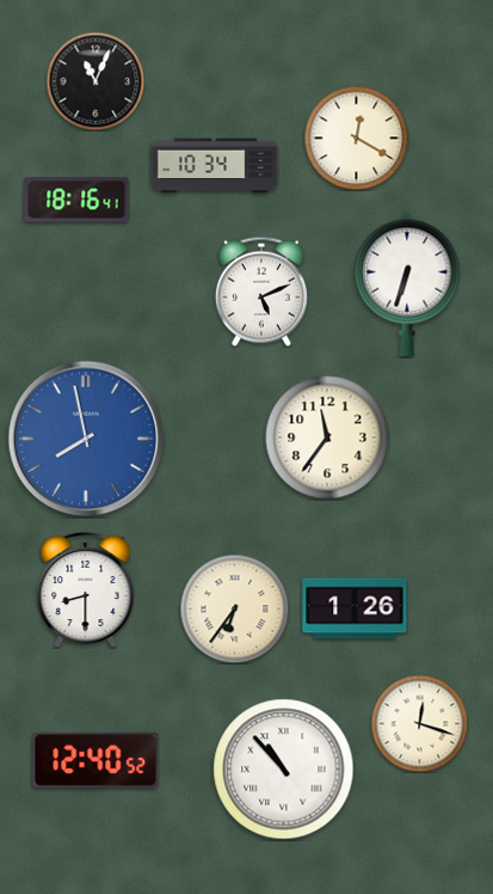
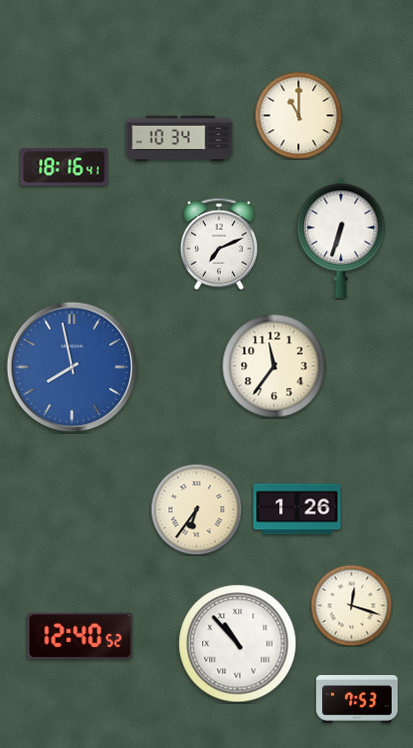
clock at (95, 81): 11:04 -> none
clock at (356, 137): 12:20 -> 11:00
clock at (261, 292): 5:11 -> 7:11
clock at (86, 589): 8:30 -> none
clock at (357, 700): none -> 7:53
